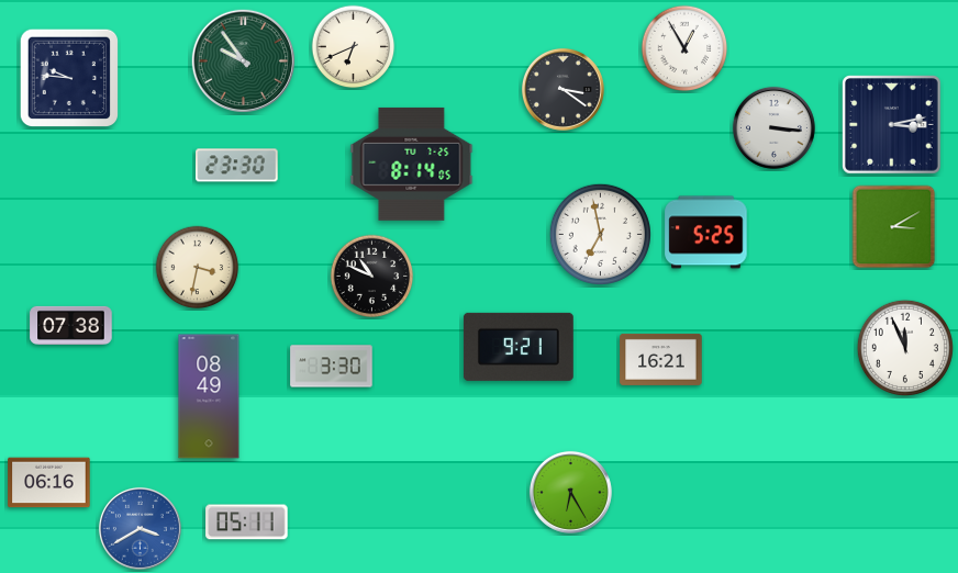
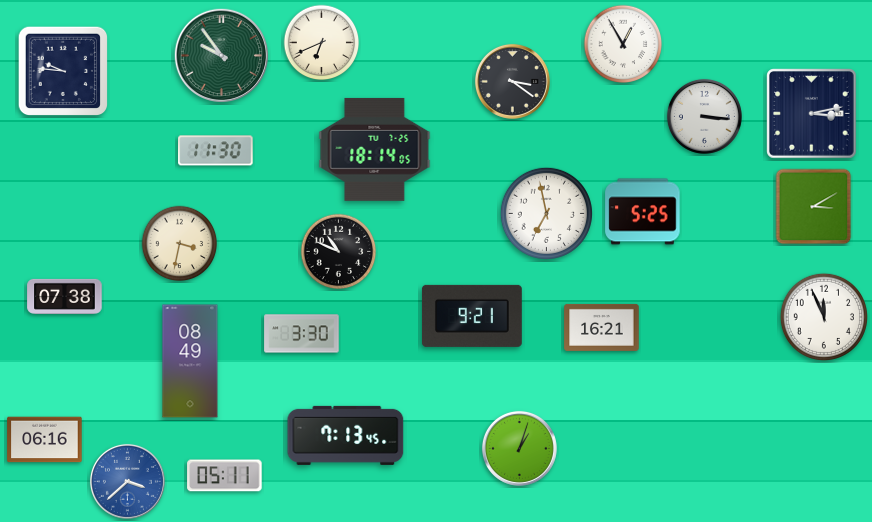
clock at (412, 164): 8:14 -> 18:14
clock at (237, 166): 23:30 -> 11:30
clock at (346, 435): none -> 7:13
clock at (570, 492): 6:25 -> 1:03
clock at (140, 528): 3:40 -> 3:38
